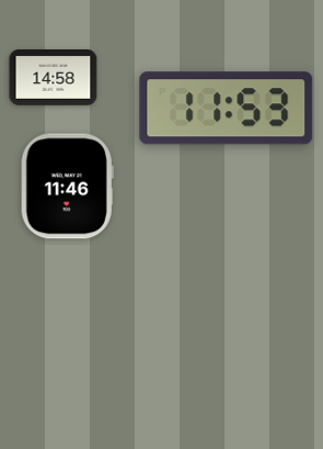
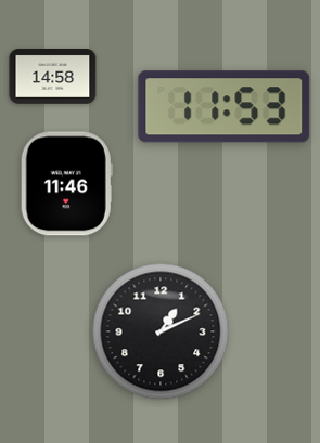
clock at (161, 331): none -> 1:11
